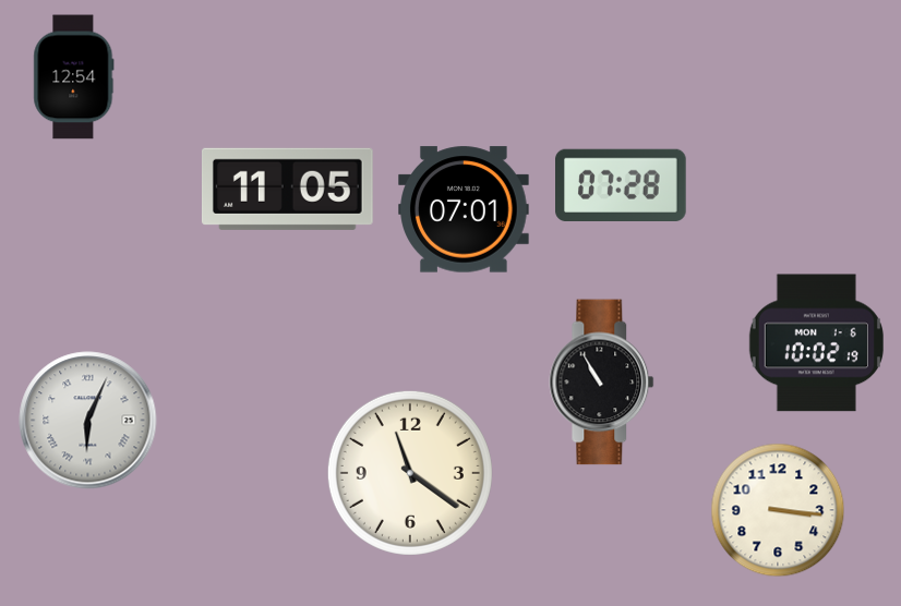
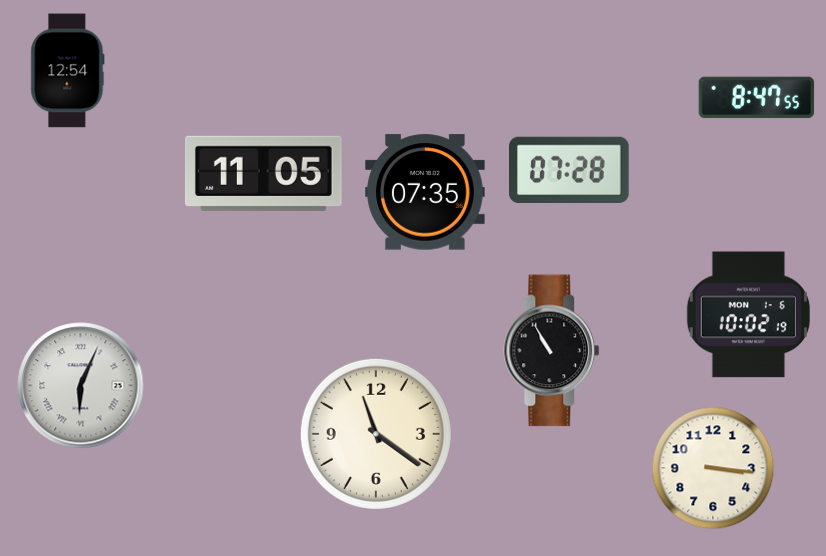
clock at (757, 98): none -> 8:47
clock at (464, 209): 07:01 -> 07:35
